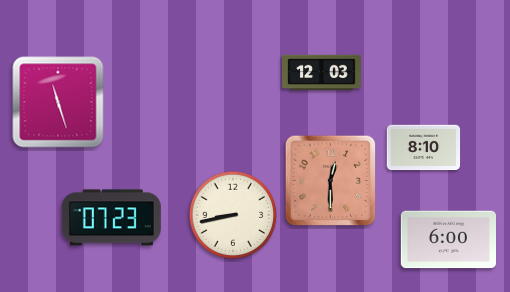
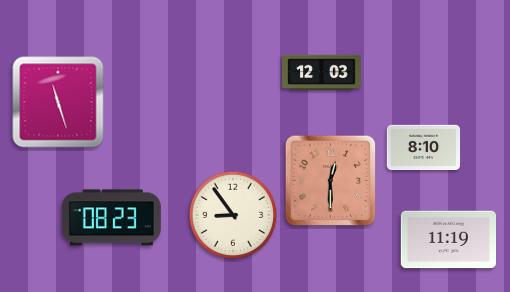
clock at (233, 215): 8:43 -> 8:54
clock at (111, 218): 07:23 -> 08:23
clock at (448, 240): 6:00 -> 11:19
